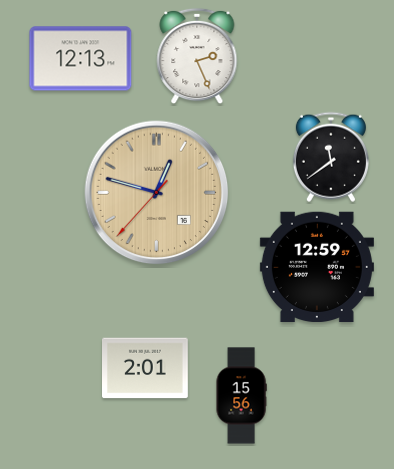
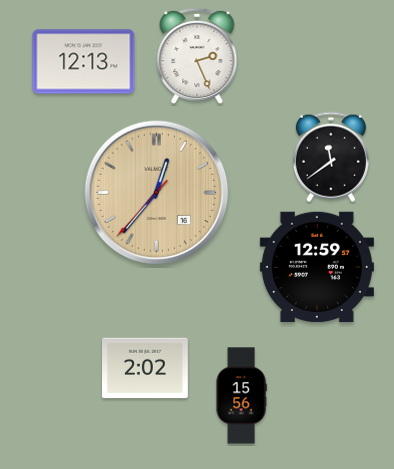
clock at (81, 59) position: (81, 59) -> (84, 62)
clock at (157, 193): 12:47 -> 12:36
clock at (146, 368): 2:01 -> 2:02
